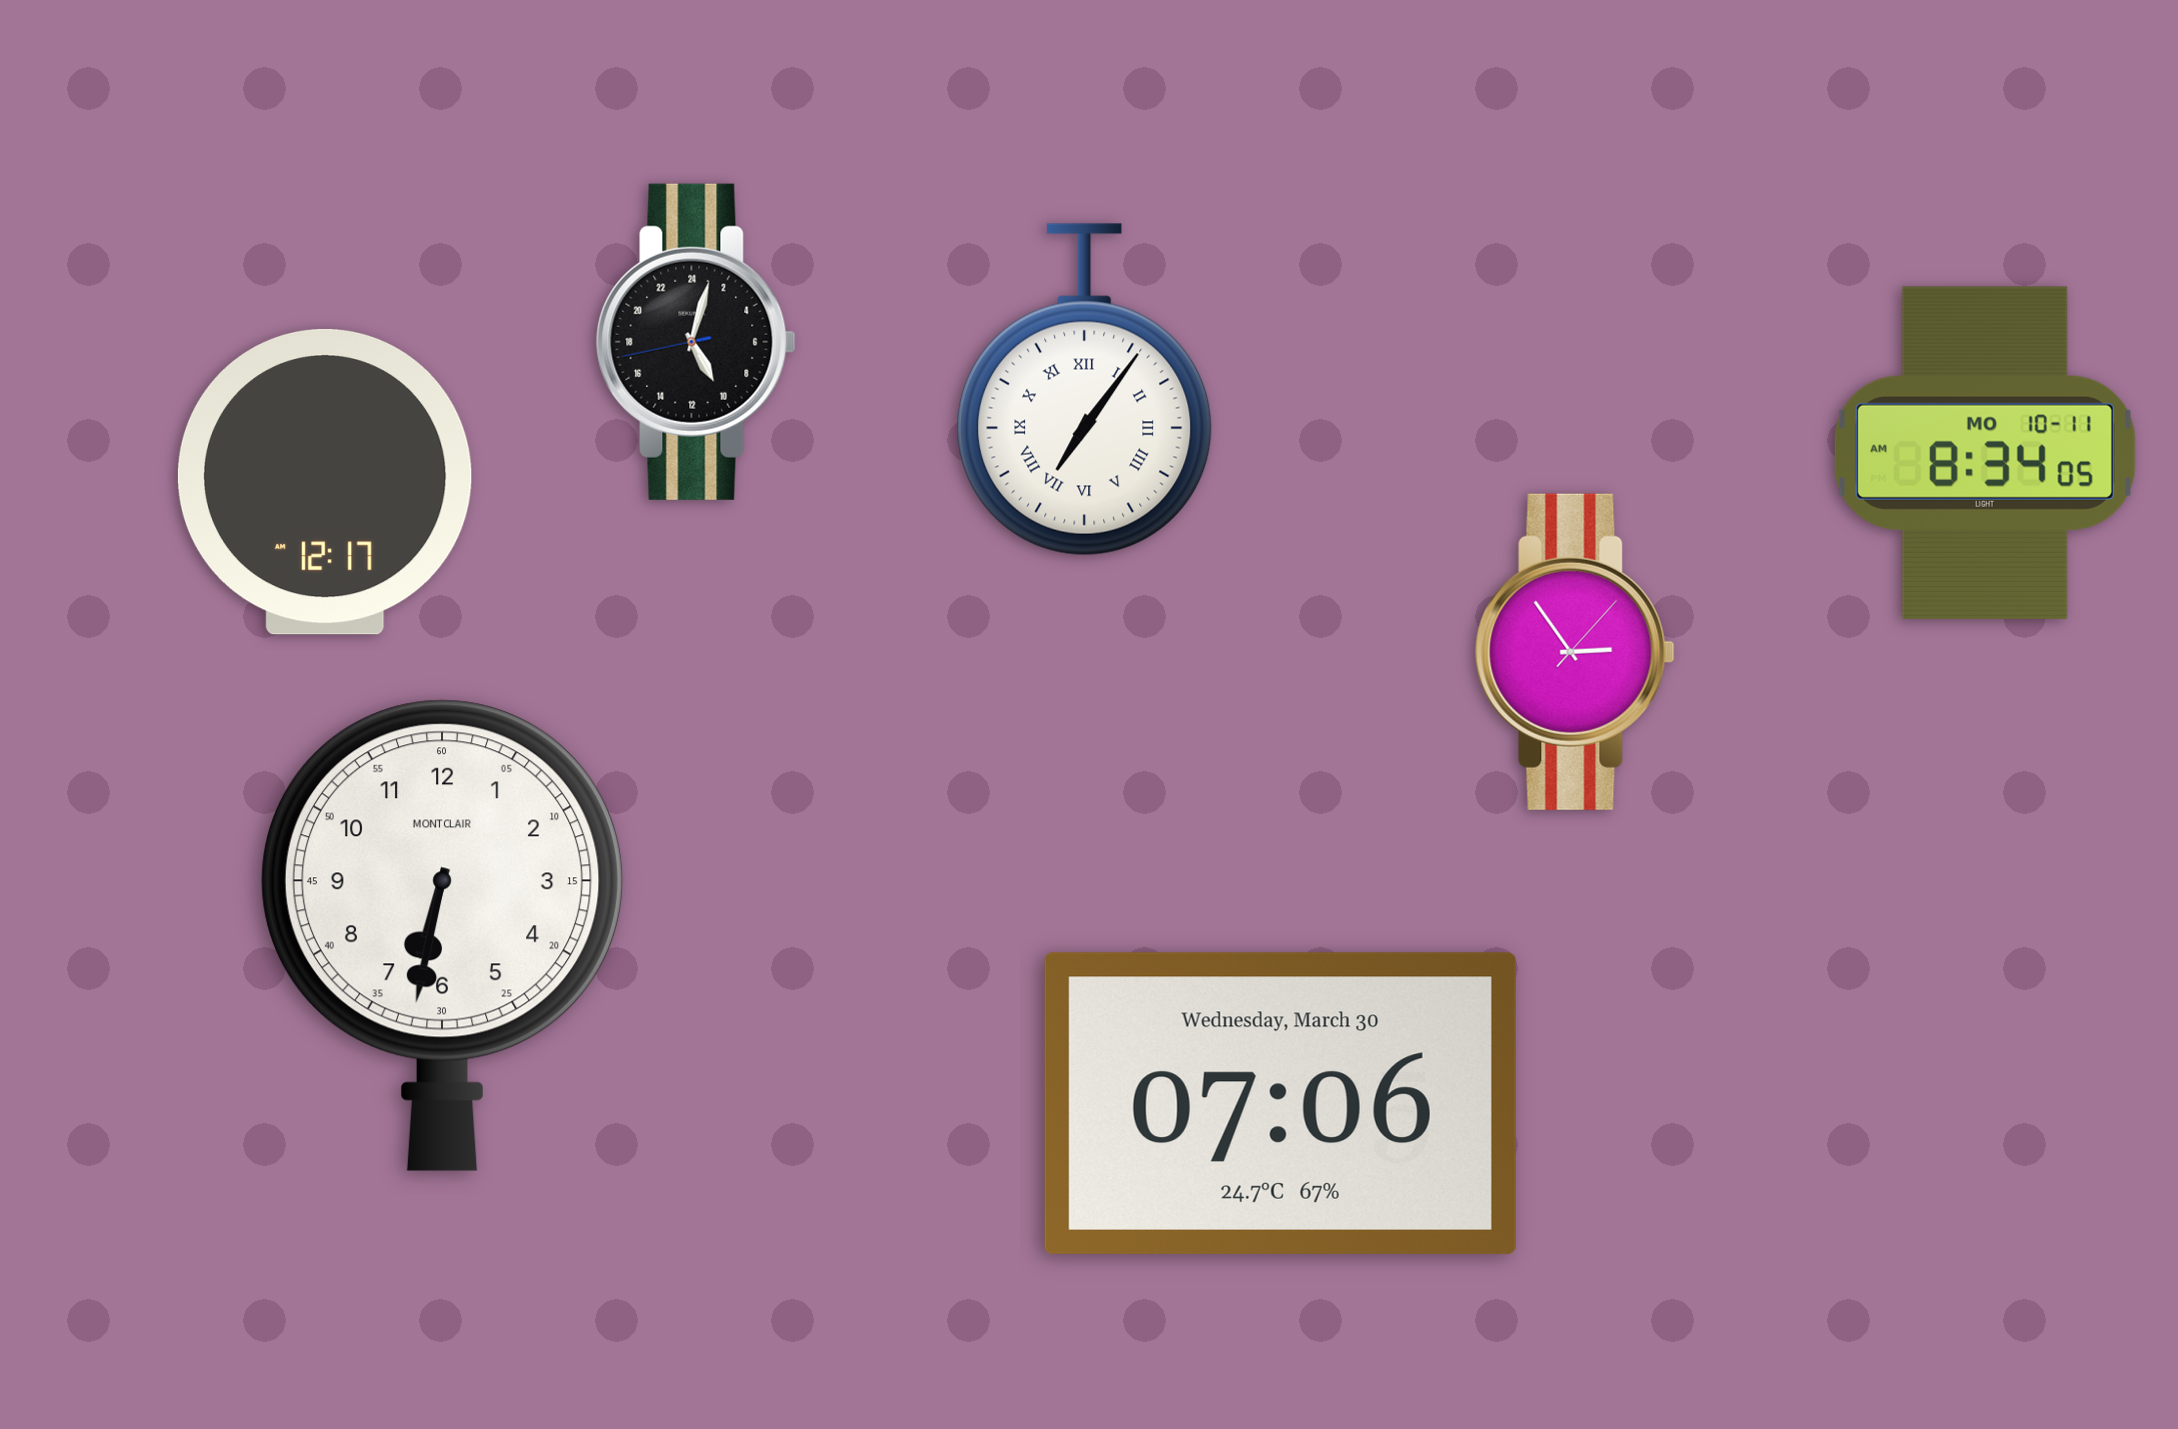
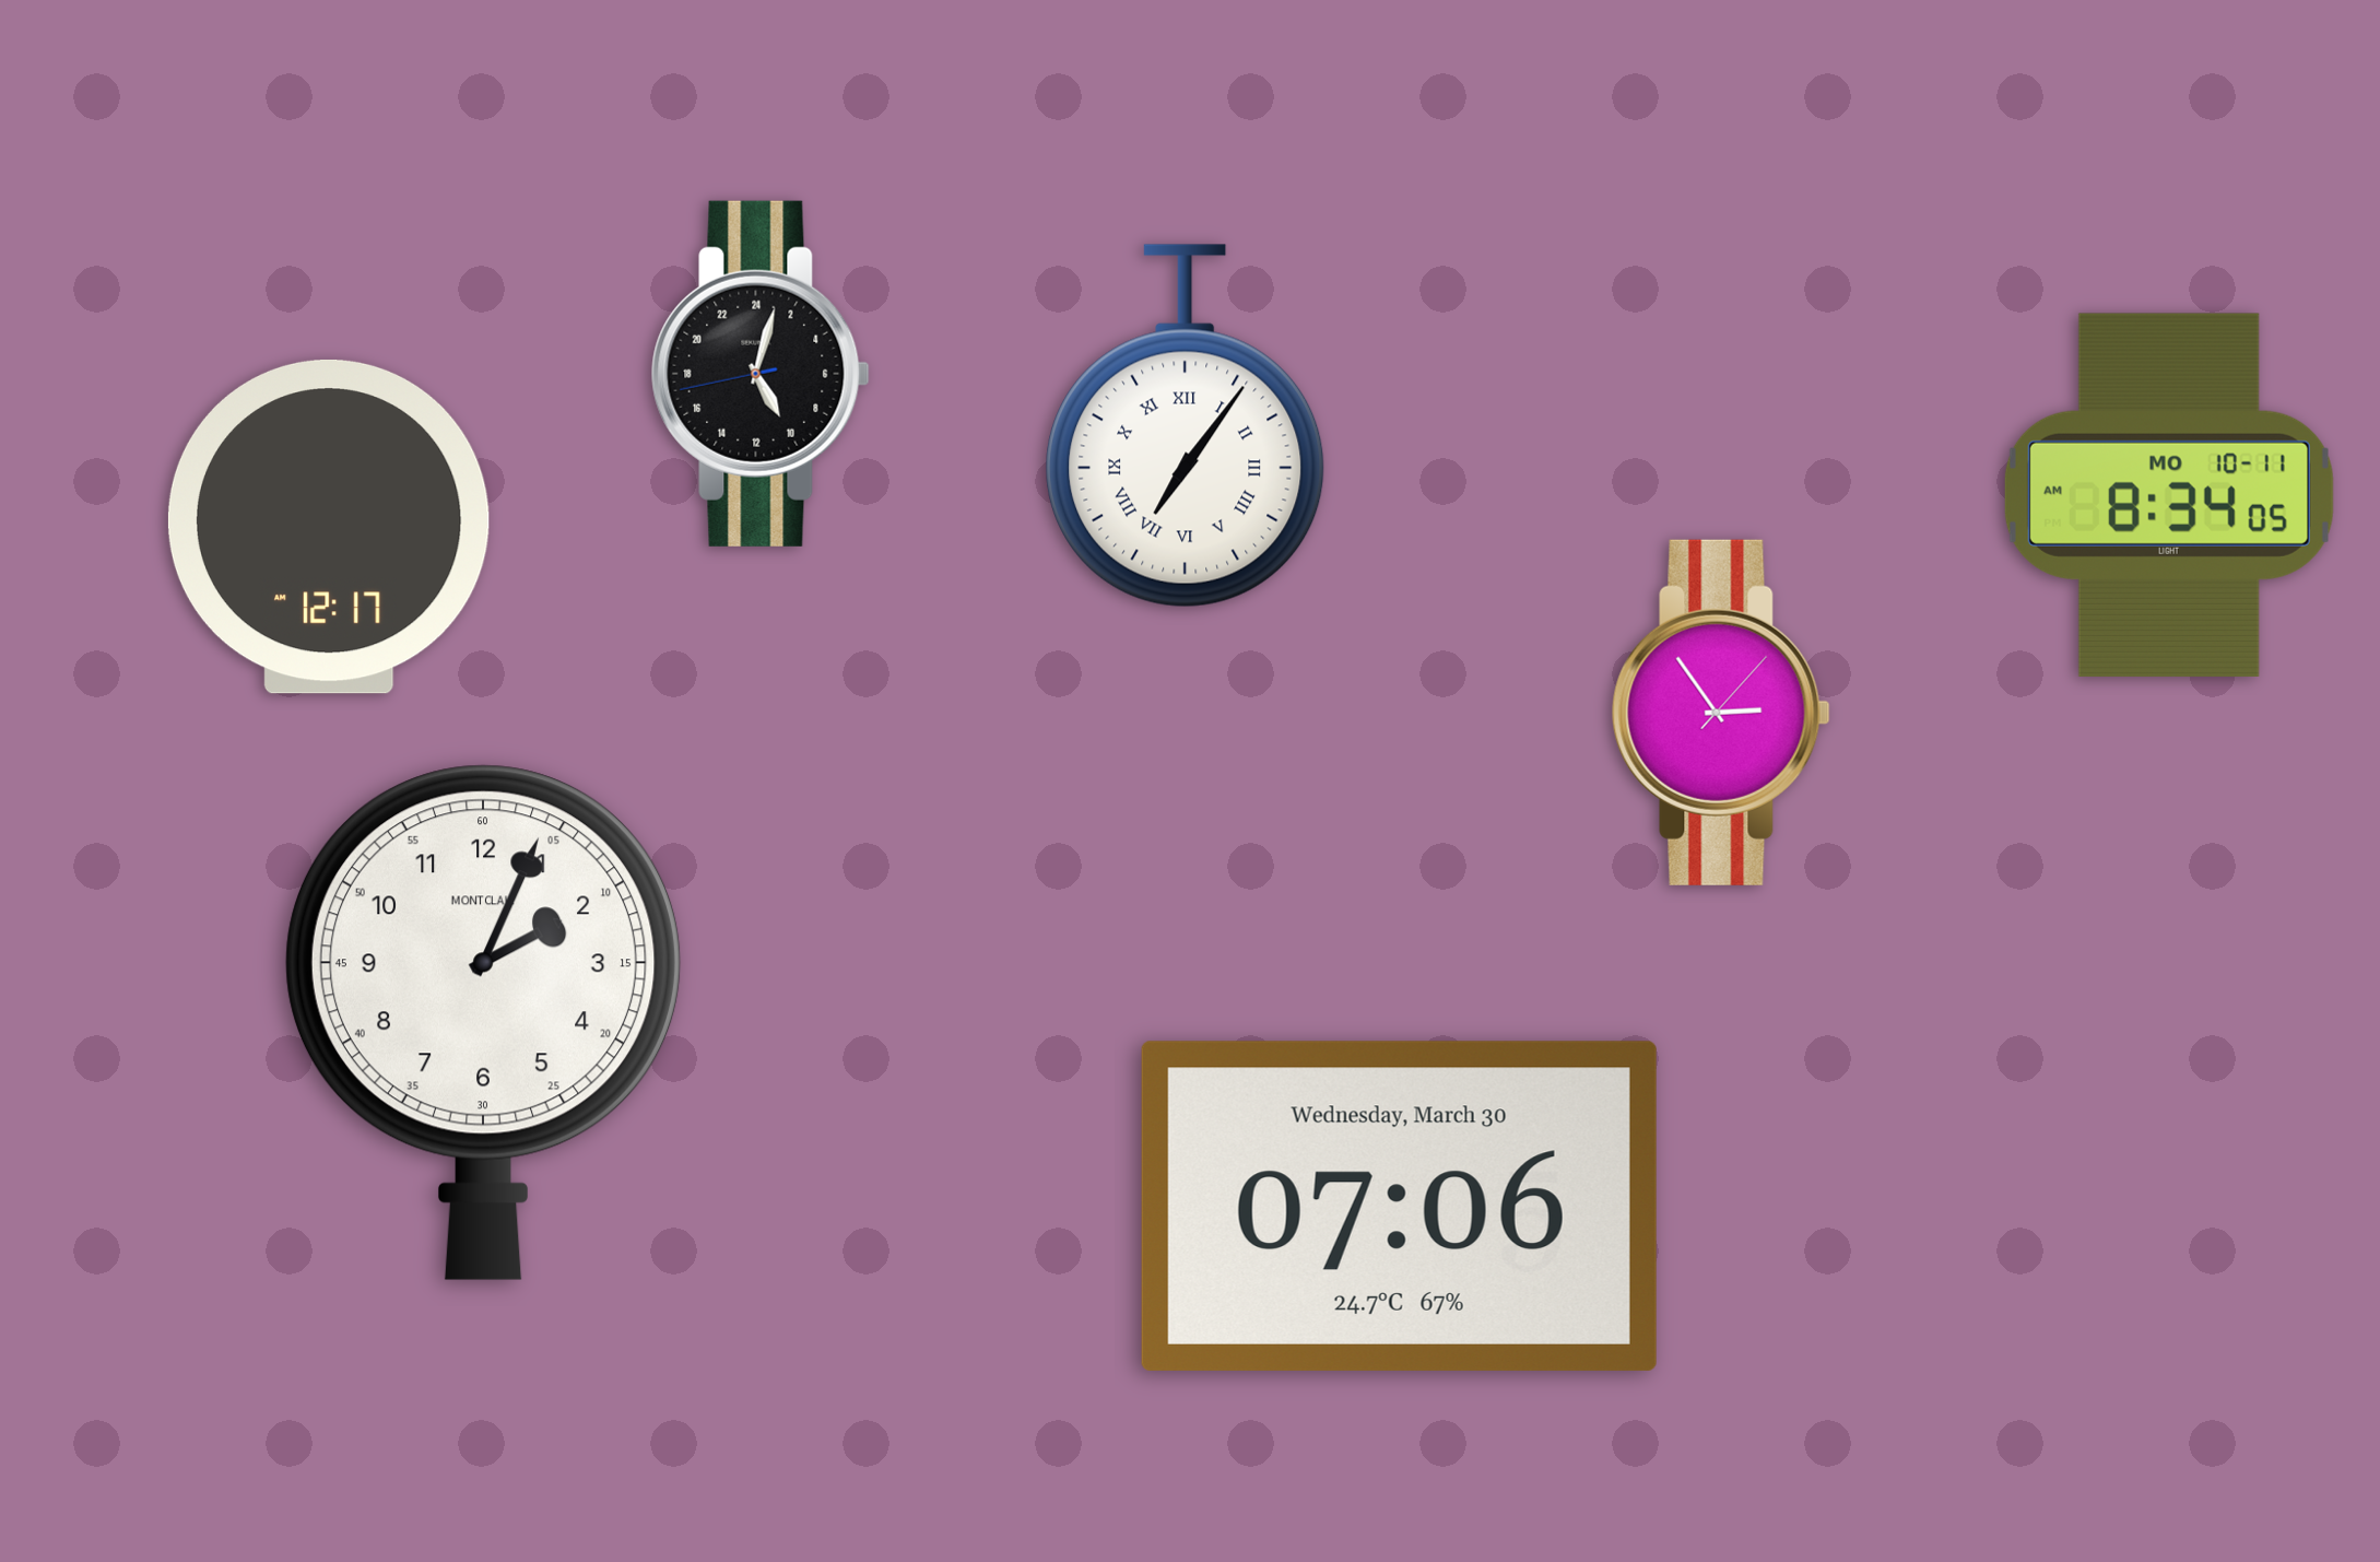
clock at (325, 482) position: (325, 482) -> (329, 527)
clock at (442, 935): 6:32 -> 2:04
